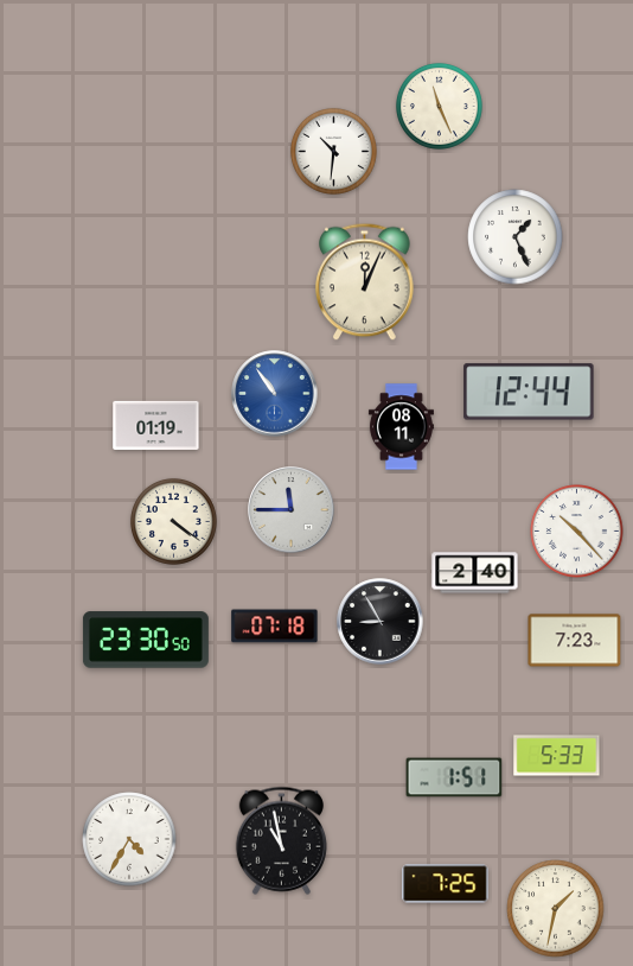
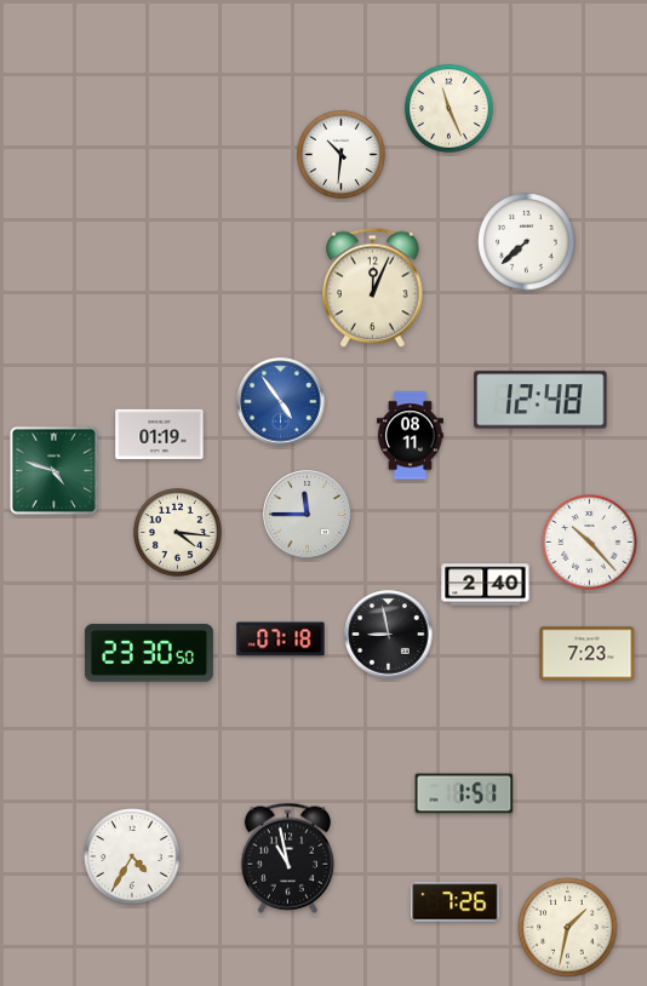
clock at (516, 237): 1:26 -> 7:38
clock at (529, 392): 12:44 -> 12:48
clock at (275, 394): 10:54 -> 4:54
clock at (53, 470): none -> 4:48
clock at (292, 510) position: (292, 510) -> (308, 515)
clock at (173, 521): 4:21 -> 4:16
clock at (381, 622): 8:55 -> 8:58
clock at (557, 756): 5:33 -> none
clock at (446, 884): 7:25 -> 7:26
